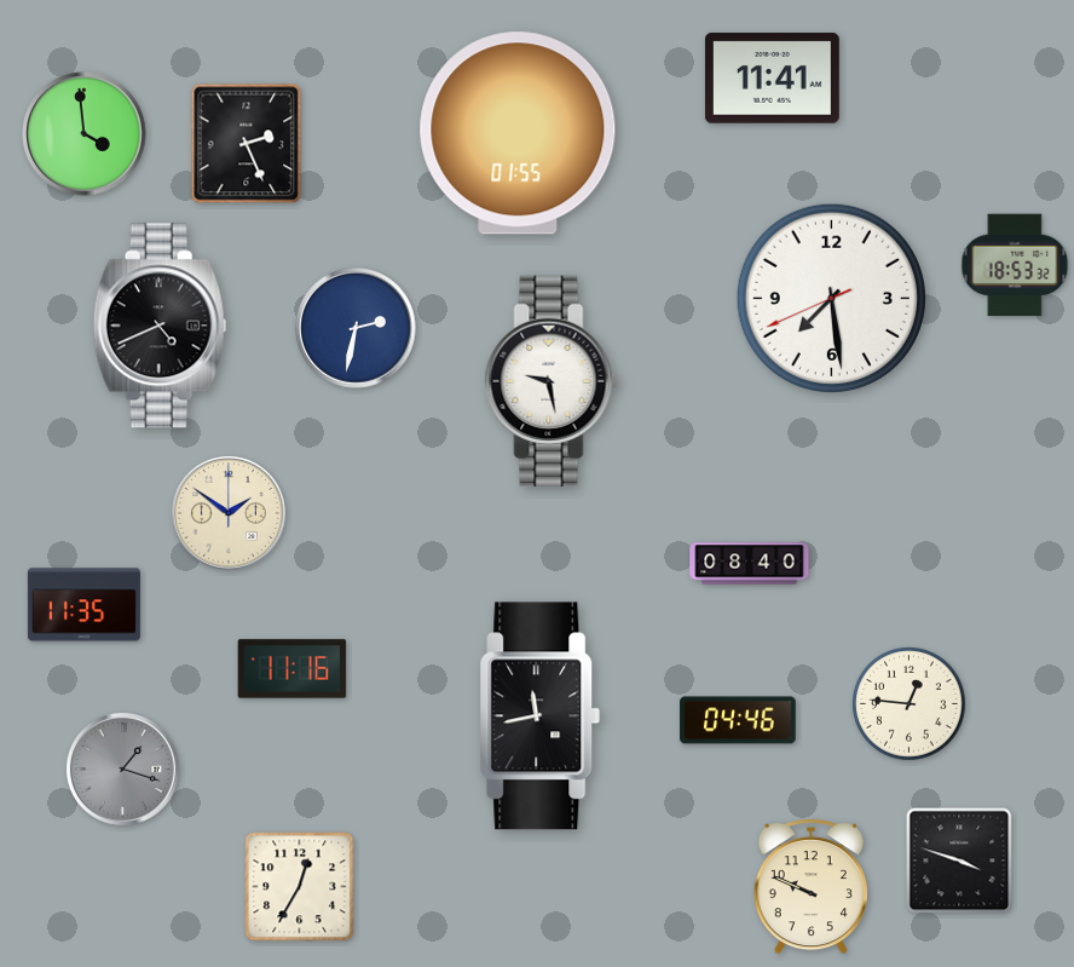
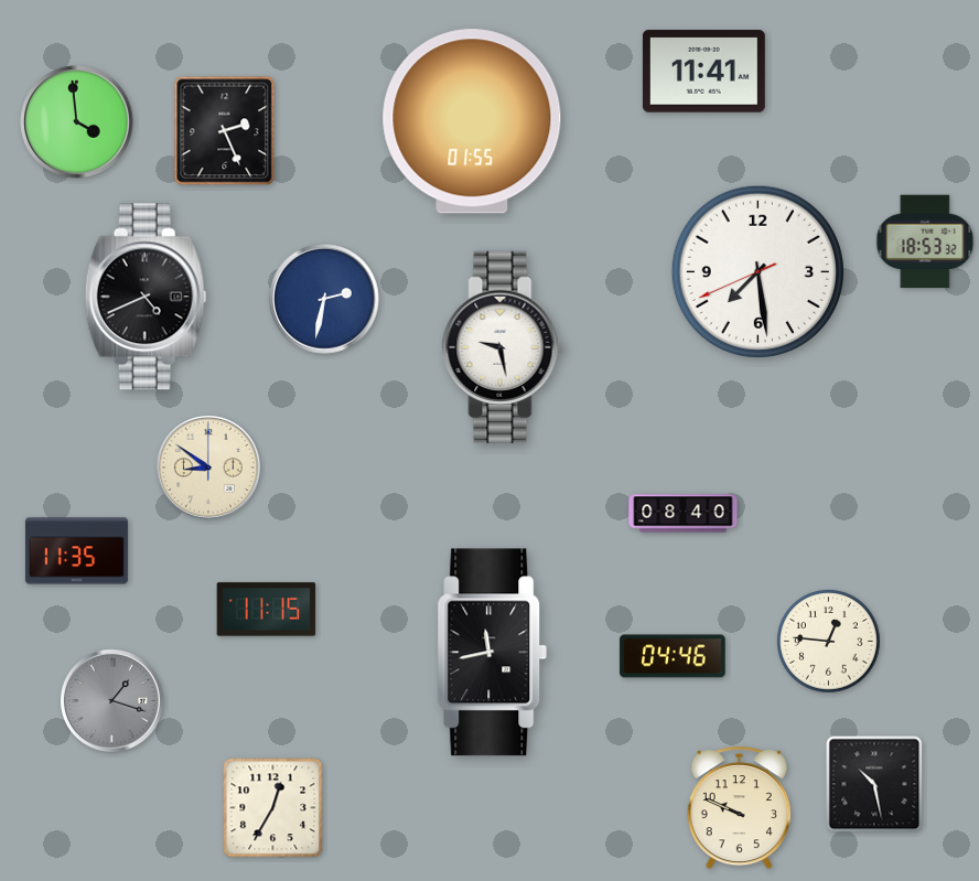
clock at (229, 513): 1:51 -> 8:51
clock at (293, 669): 11:16 -> 11:15
clock at (959, 860): 3:48 -> 10:28
